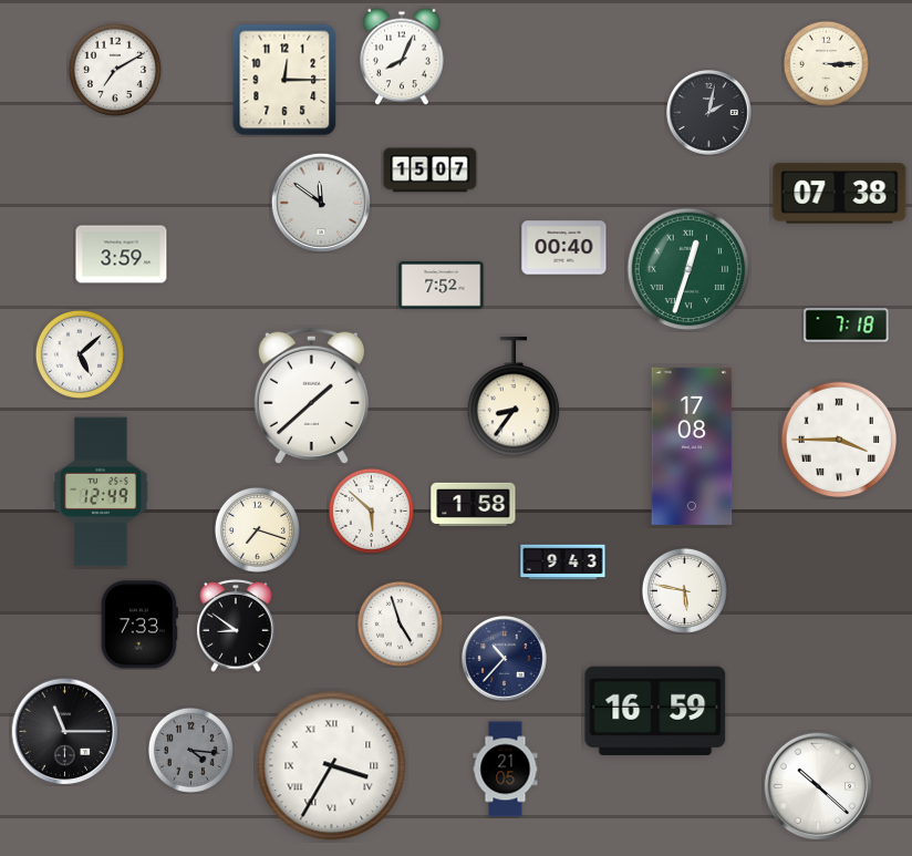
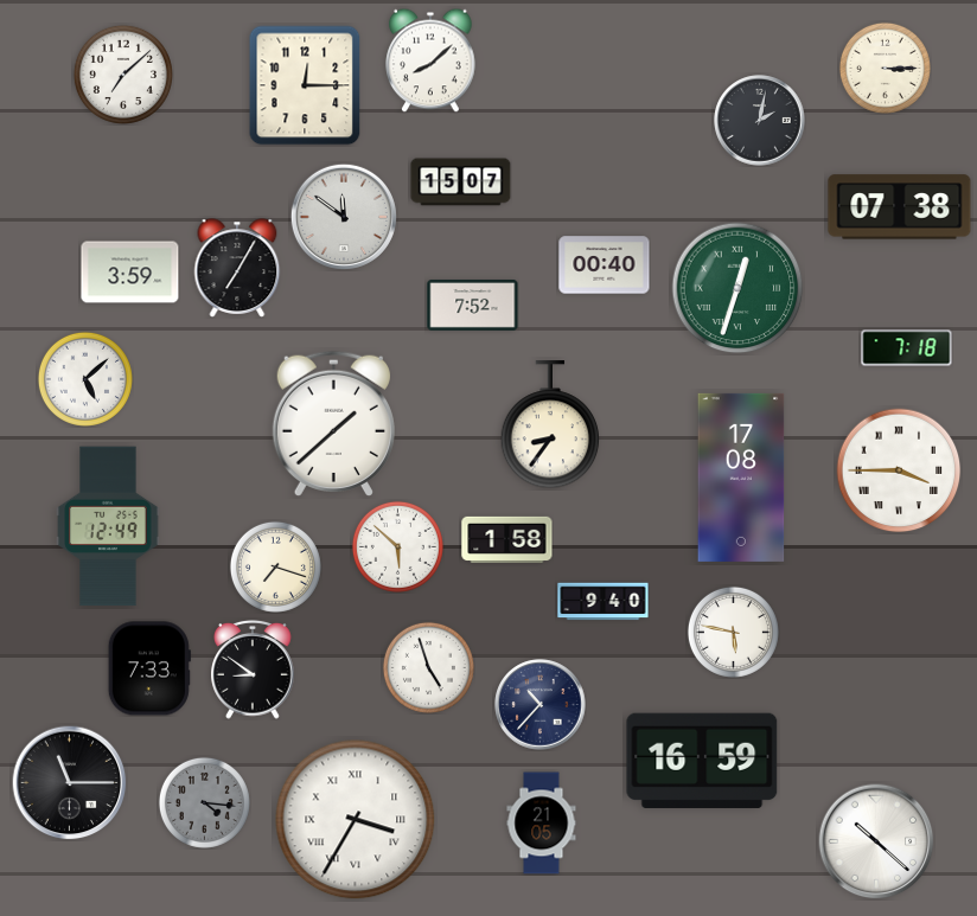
clock at (402, 56): 8:04 -> 8:08
clock at (115, 70): 7:10 -> 7:08
clock at (237, 268): none -> 7:05
clock at (563, 563): 9:43 -> 9:40
